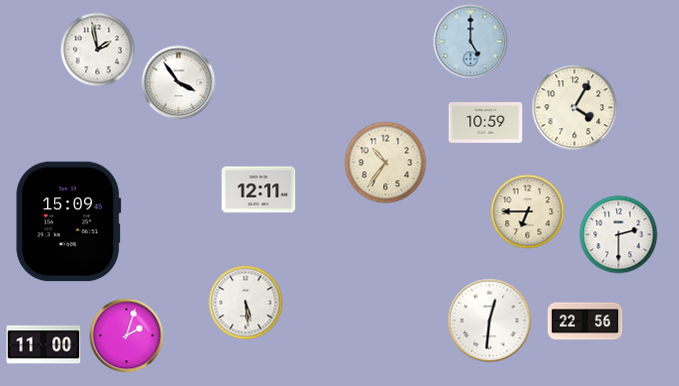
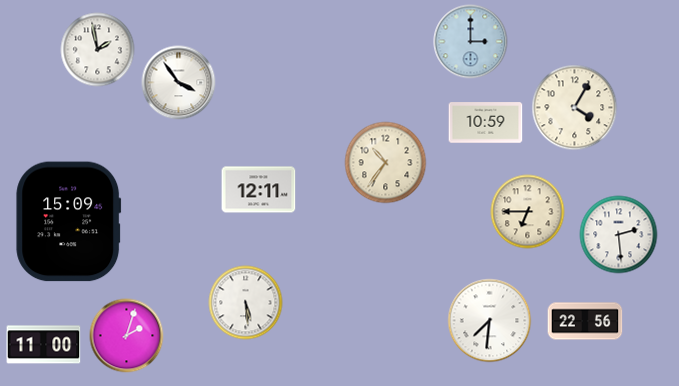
clock at (471, 42): 5:00 -> 3:00
clock at (619, 235): 2:30 -> 2:29
clock at (490, 321): 12:31 -> 7:31
